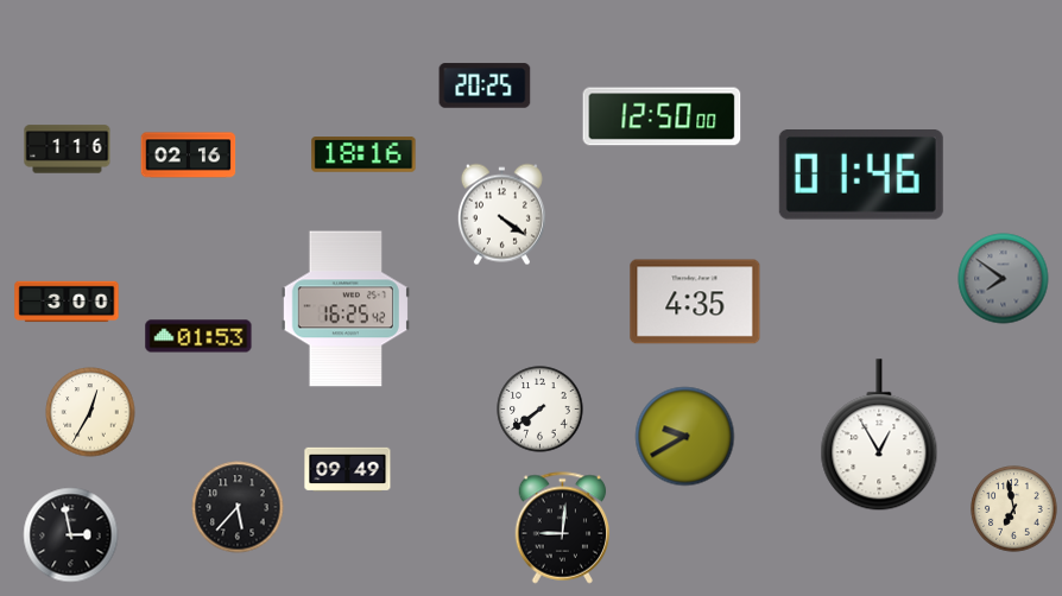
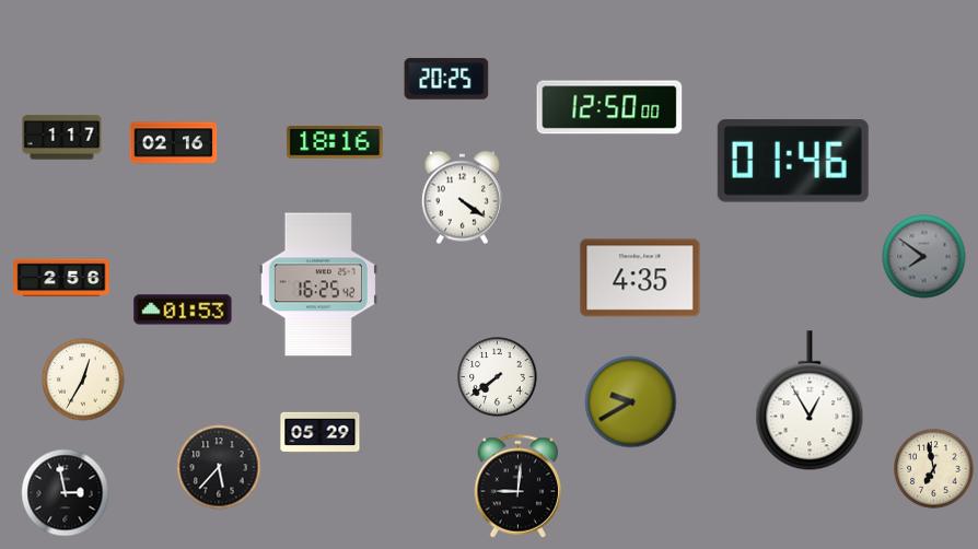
clock at (68, 150): 1:16 -> 1:17
clock at (67, 302): 3:00 -> 2:56
clock at (348, 469): 09:49 -> 05:29
